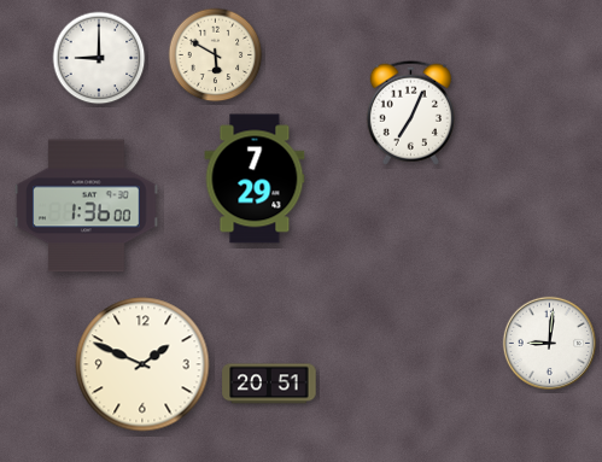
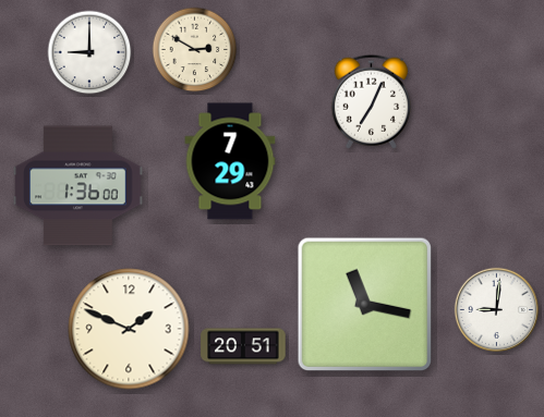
clock at (216, 55): 5:50 -> 2:50
clock at (365, 305): none -> 11:17
